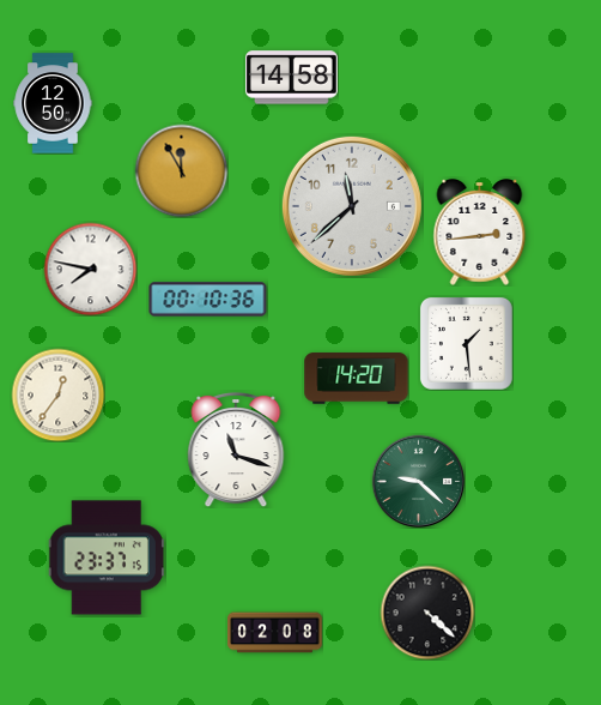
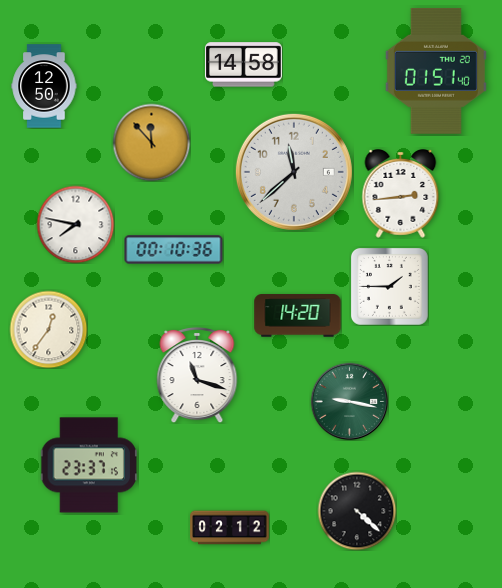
clock at (436, 71): none -> 01:51
clock at (181, 170): 11:55 -> 11:53
clock at (466, 343): 1:29 -> 1:45
clock at (418, 481): 9:22 -> 9:17
clock at (275, 633): 02:08 -> 02:12
